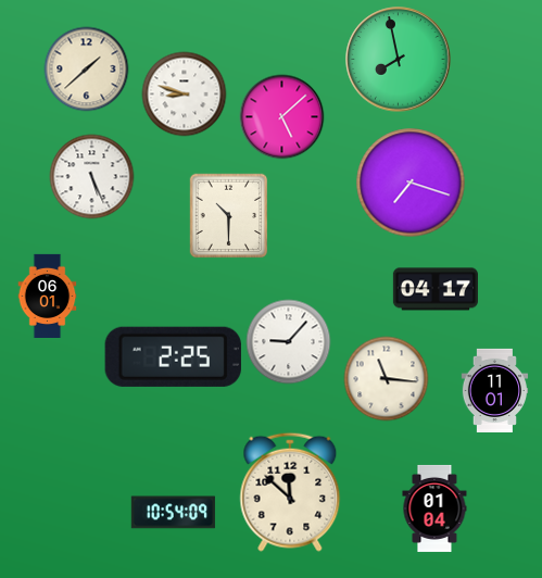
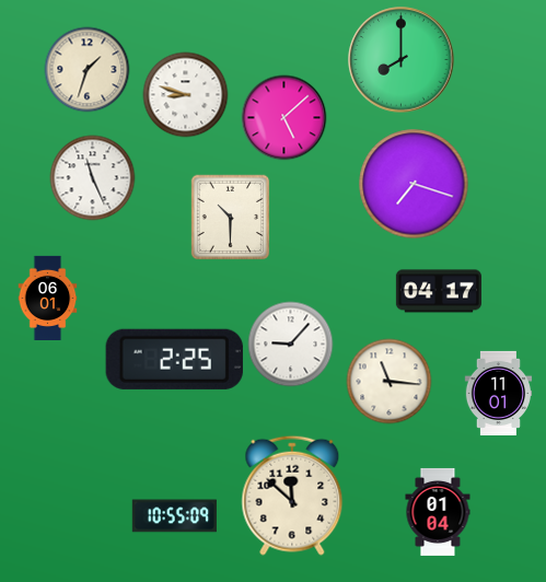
clock at (399, 60): 7:58 -> 8:00
clock at (86, 68): 1:38 -> 1:33
clock at (91, 176): 5:26 -> 11:26
clock at (173, 513): 10:54 -> 10:55
